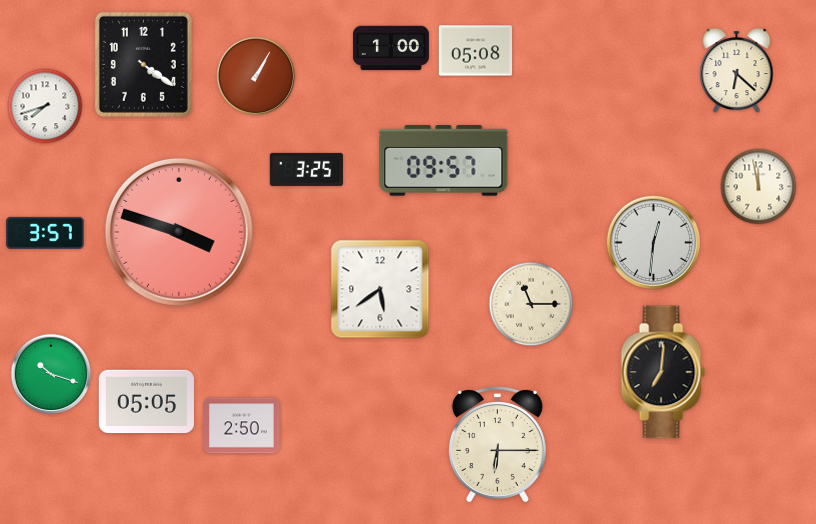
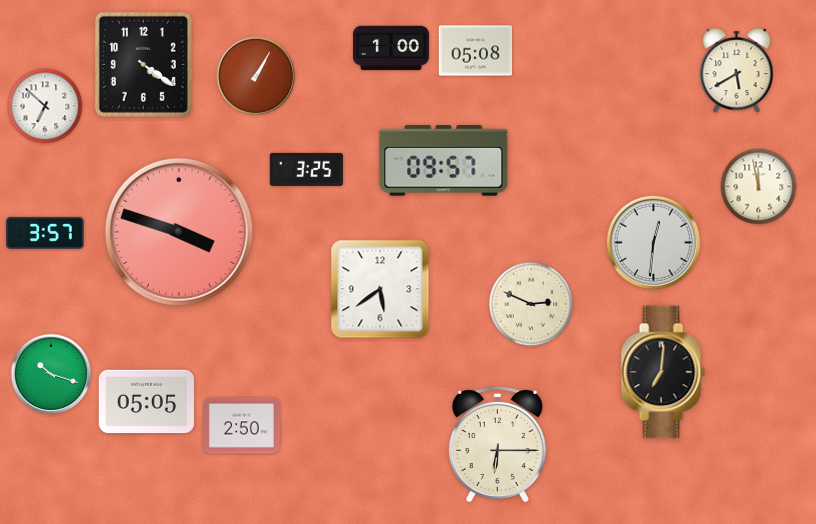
clock at (737, 71): 6:22 -> 5:40
clock at (45, 106): 7:42 -> 6:52
clock at (531, 304): 11:15 -> 2:49
